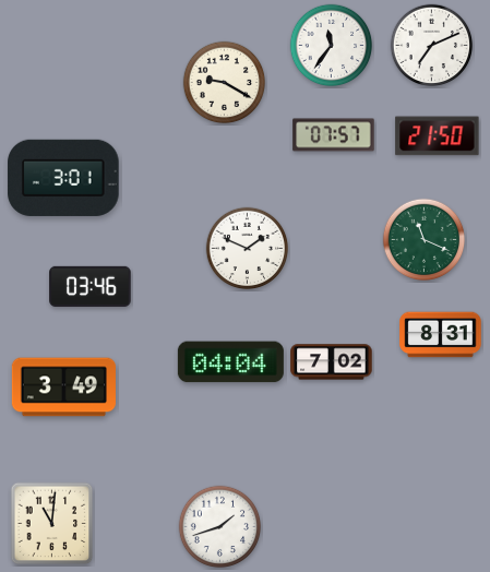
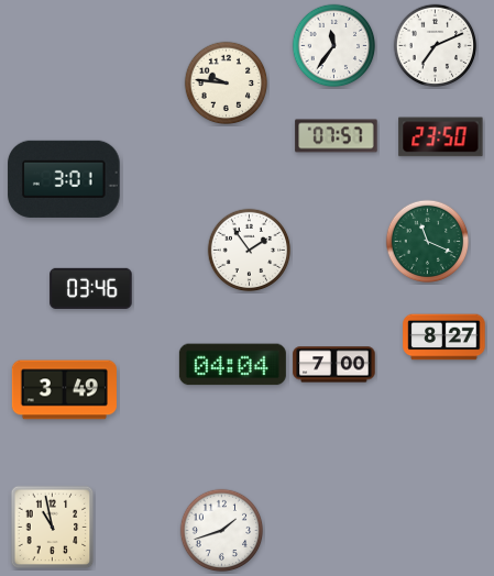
clock at (225, 83): 9:20 -> 9:46
clock at (438, 136): 21:50 -> 23:50
clock at (248, 249): 1:49 -> 1:54
clock at (441, 335): 8:31 -> 8:27
clock at (332, 362): 7:02 -> 7:00
clock at (52, 524): 11:01 -> 10:58
